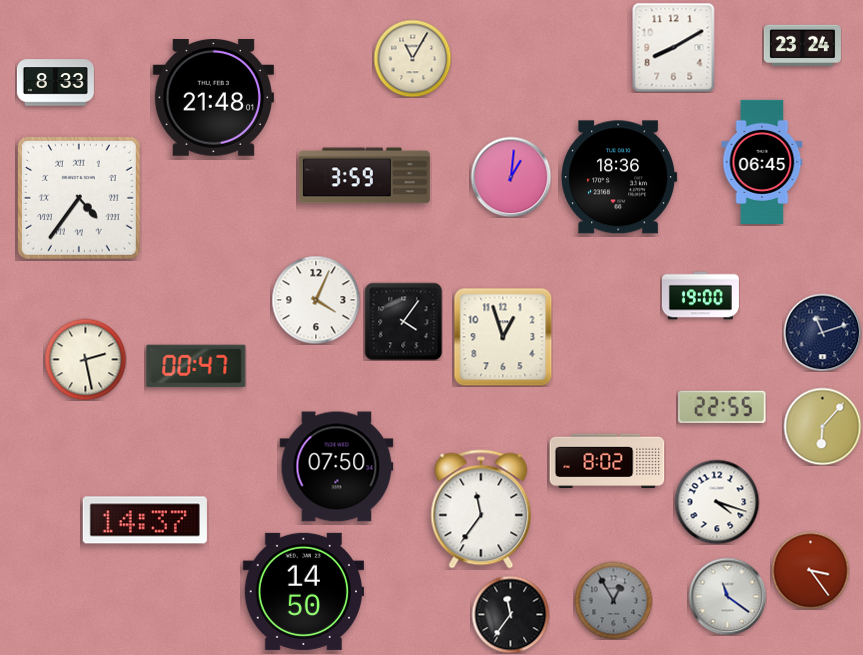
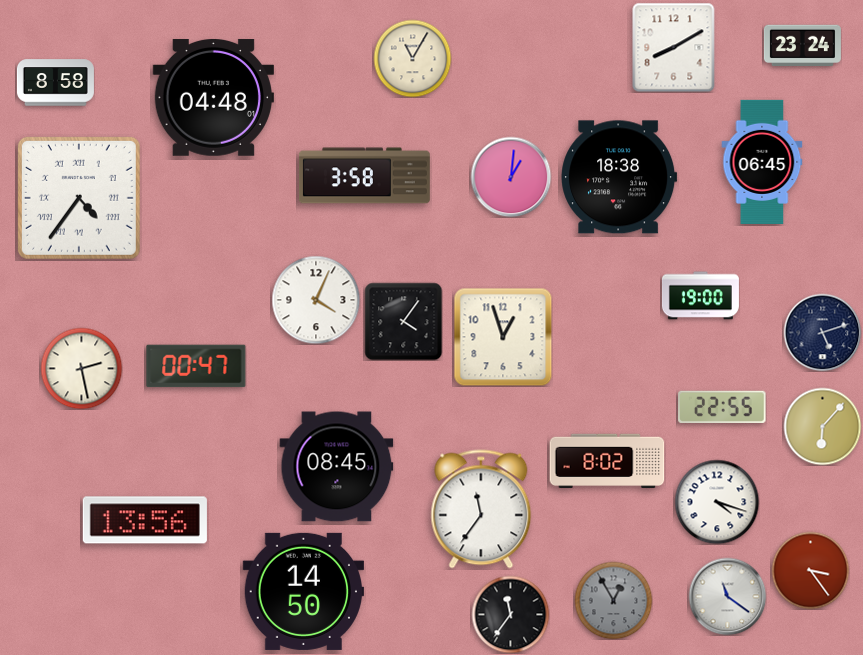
clock at (55, 83): 8:33 -> 8:58
clock at (213, 98): 21:48 -> 04:48
clock at (364, 176): 3:59 -> 3:58
clock at (619, 177): 18:36 -> 18:38
clock at (822, 332): 11:12 -> 5:12
clock at (85, 359) position: (85, 359) -> (81, 368)
clock at (337, 467): 07:50 -> 08:45
clock at (145, 520): 14:37 -> 13:56
